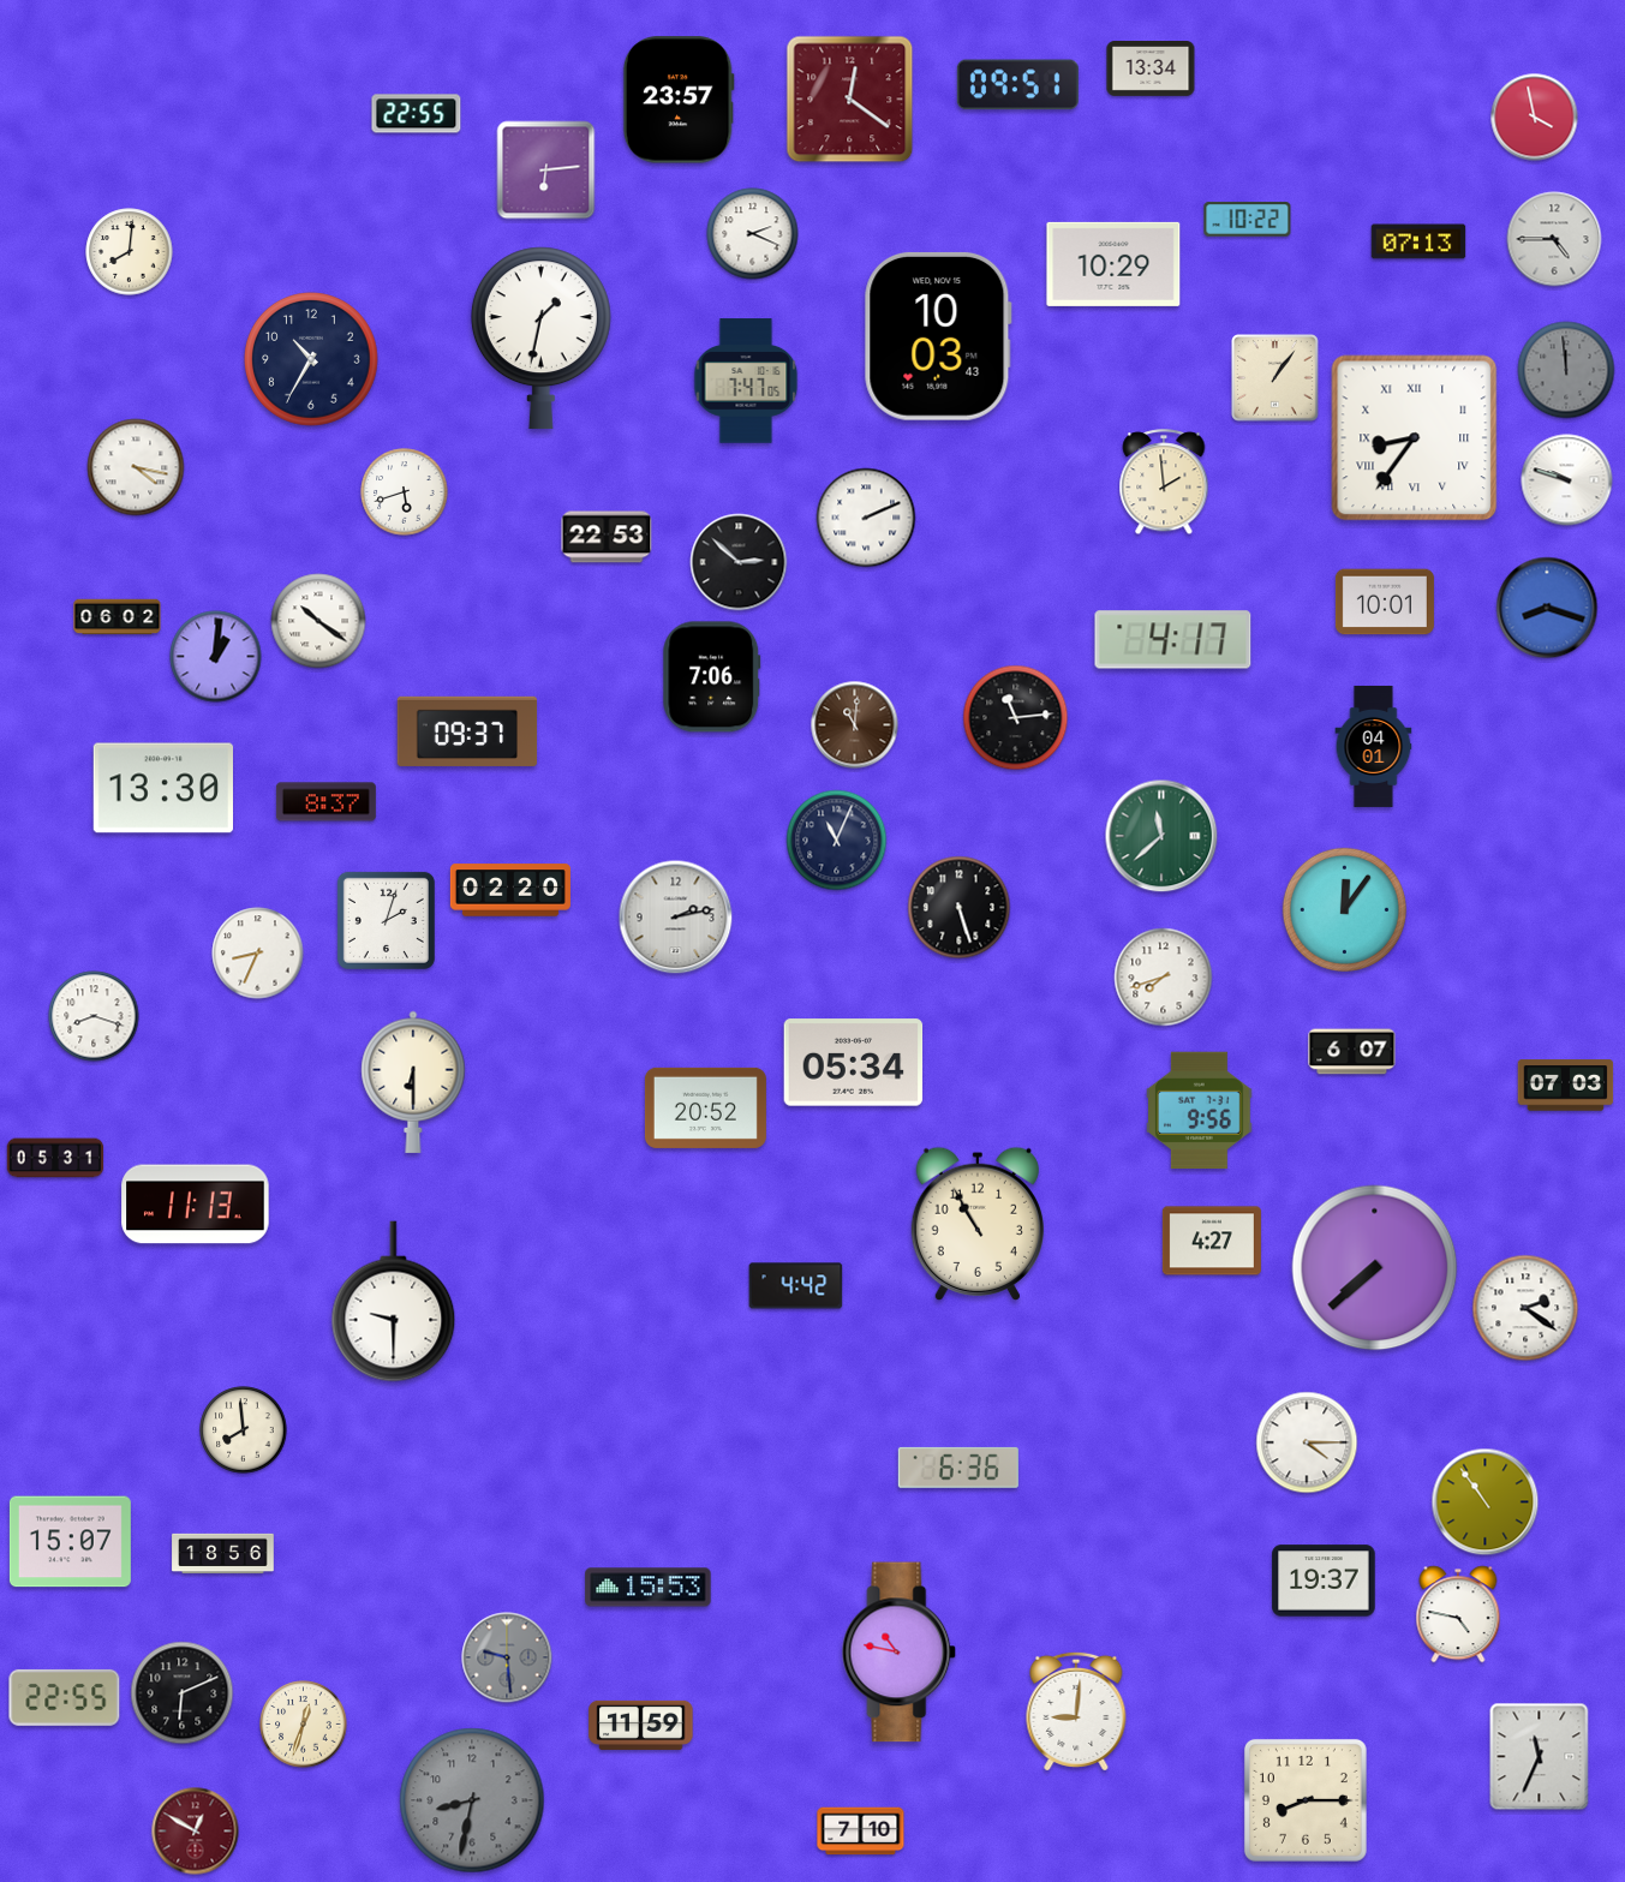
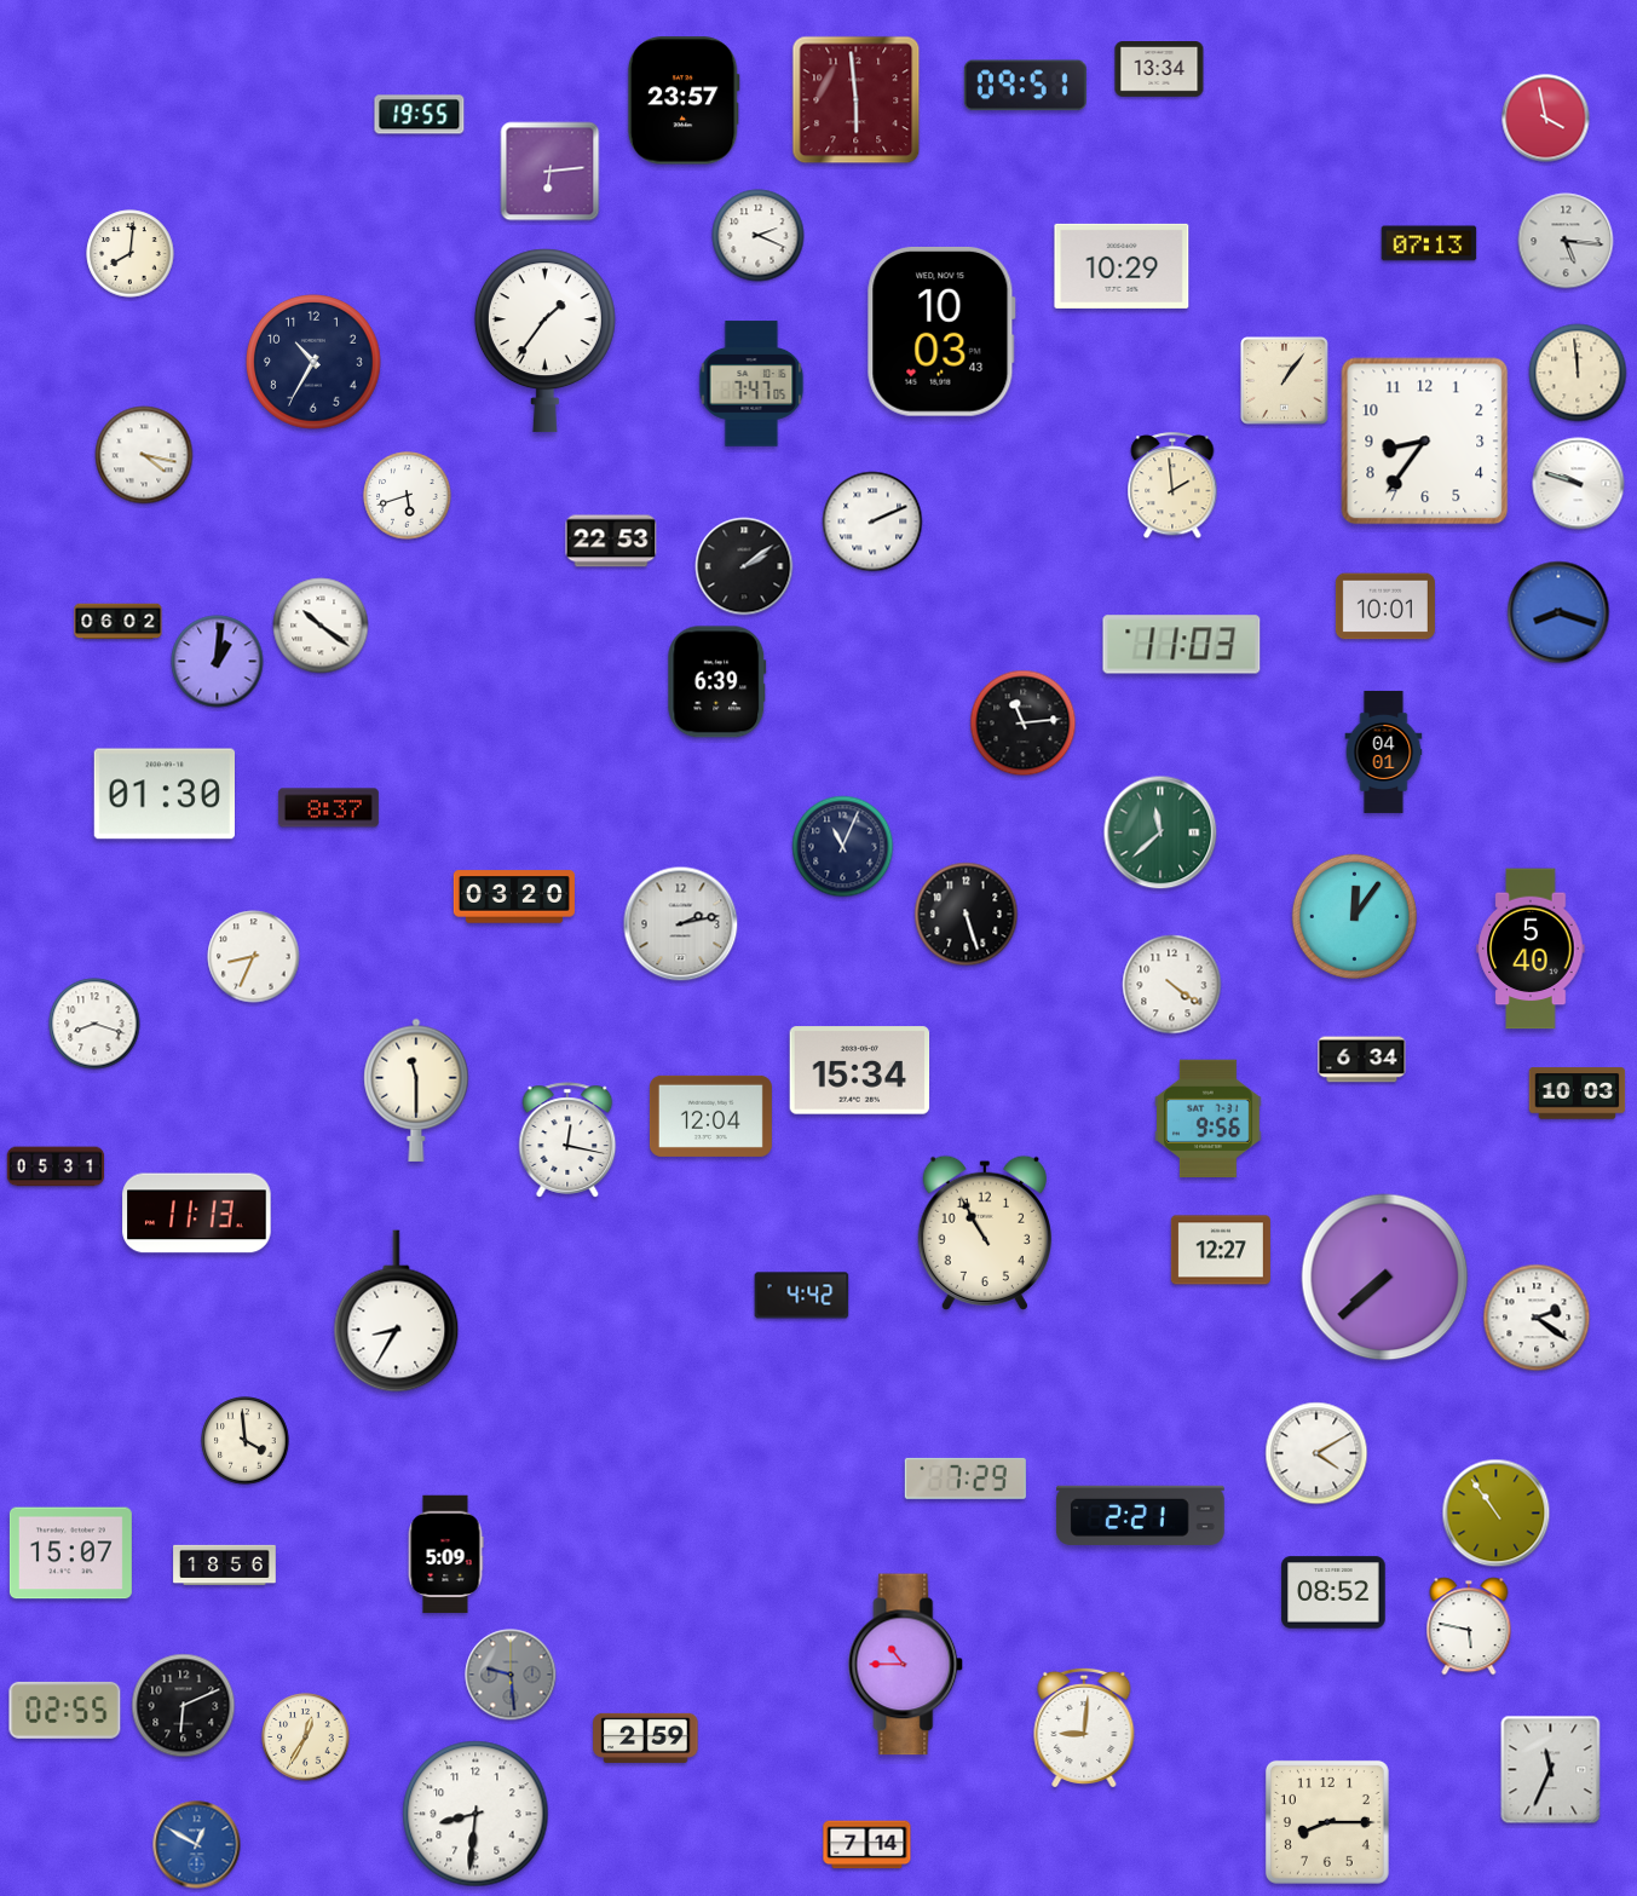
clock at (850, 100): 12:21 -> 5:59
clock at (417, 114): 22:55 -> 19:55
clock at (1248, 220): 10:22 -> none
clock at (1554, 239): 4:45 -> 5:16
clock at (938, 336) position: (938, 336) -> (941, 332)
clock at (540, 339): 1:32 -> 1:36
clock at (1566, 370) dial: grey -> cream
clock at (1415, 438) numerals: Roman -> Arabic
clock at (136, 467) position: (136, 467) -> (144, 455)
clock at (739, 562): 2:52 -> 2:09
clock at (1385, 602) position: (1385, 602) -> (1385, 606)
clock at (1173, 640): 4:17 -> 11:03
clock at (712, 677): 7:06 -> 6:39
clock at (855, 725): 11:01 -> none
clock at (467, 731): 09:37 -> none
clock at (162, 788): 13:30 -> 01:30
clock at (1161, 836) position: (1161, 836) -> (1160, 832)
clock at (510, 890): 02:20 -> 03:20
clock at (386, 920): 2:03 -> none
clock at (1531, 949): none -> 5:40
clock at (258, 954) position: (258, 954) -> (254, 957)
clock at (1164, 978): 7:42 -> 4:21
clock at (1352, 1052): 6:07 -> 6:34
clock at (854, 1063): 05:34 -> 15:34
clock at (413, 1082): 6:30 -> 11:30
clock at (1566, 1086): 07:03 -> 10:03
clock at (705, 1107): 20:52 -> 12:04
clock at (567, 1140): none -> 12:17
clock at (1212, 1241): 4:27 -> 12:27
clock at (394, 1302): 9:30 -> 8:35
clock at (244, 1430): 7:59 -> 3:59
clock at (1307, 1442): 4:15 -> 4:10
clock at (958, 1468): 6:36 -> 7:29
clock at (1140, 1515): none -> 2:21
clock at (445, 1555): none -> 5:09
clock at (1324, 1581): 19:37 -> 08:52
clock at (649, 1588): 15:53 -> none
clock at (1458, 1614): 4:47 -> 5:47
clock at (900, 1653): 10:47 -> 10:45
clock at (507, 1657) position: (507, 1657) -> (511, 1675)
clock at (65, 1697): 22:55 -> 02:55
clock at (1076, 1710) position: (1076, 1710) -> (1084, 1727)
clock at (304, 1725): 12:33 -> 12:35
clock at (641, 1725): 11:59 -> 2:59
clock at (472, 1800): 8:32 -> 8:31
clock at (472, 1800) dial: grey -> white
clock at (1306, 1800) position: (1306, 1800) -> (1327, 1822)
clock at (196, 1832) dial: burgundy -> blue
clock at (861, 1832): 7:10 -> 7:14
